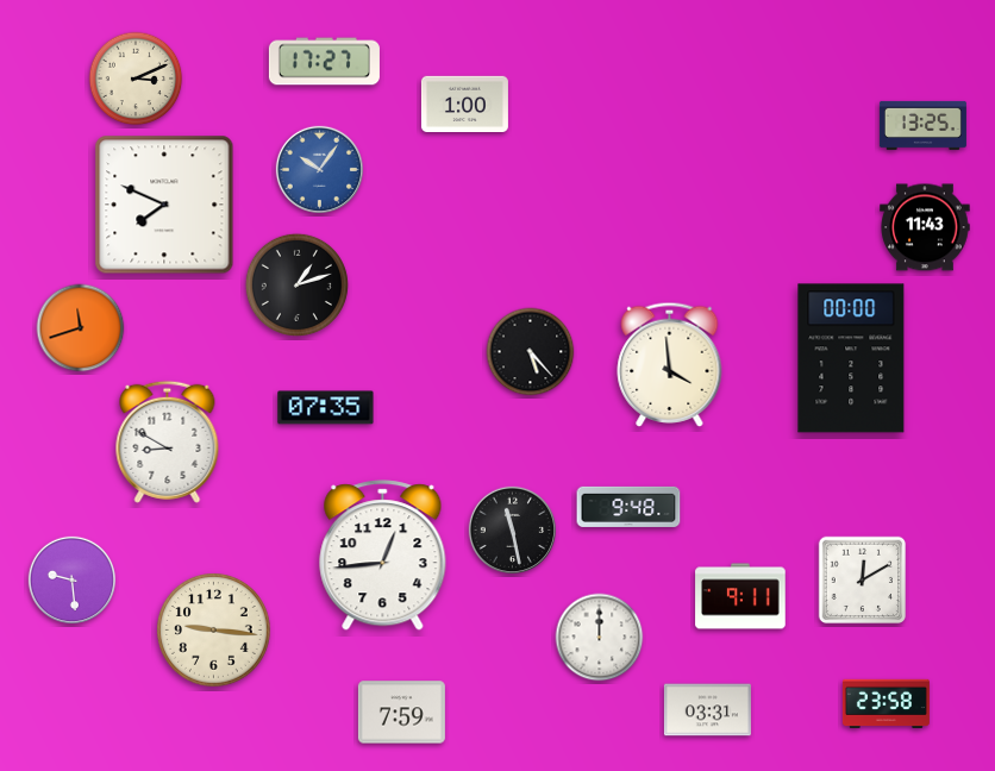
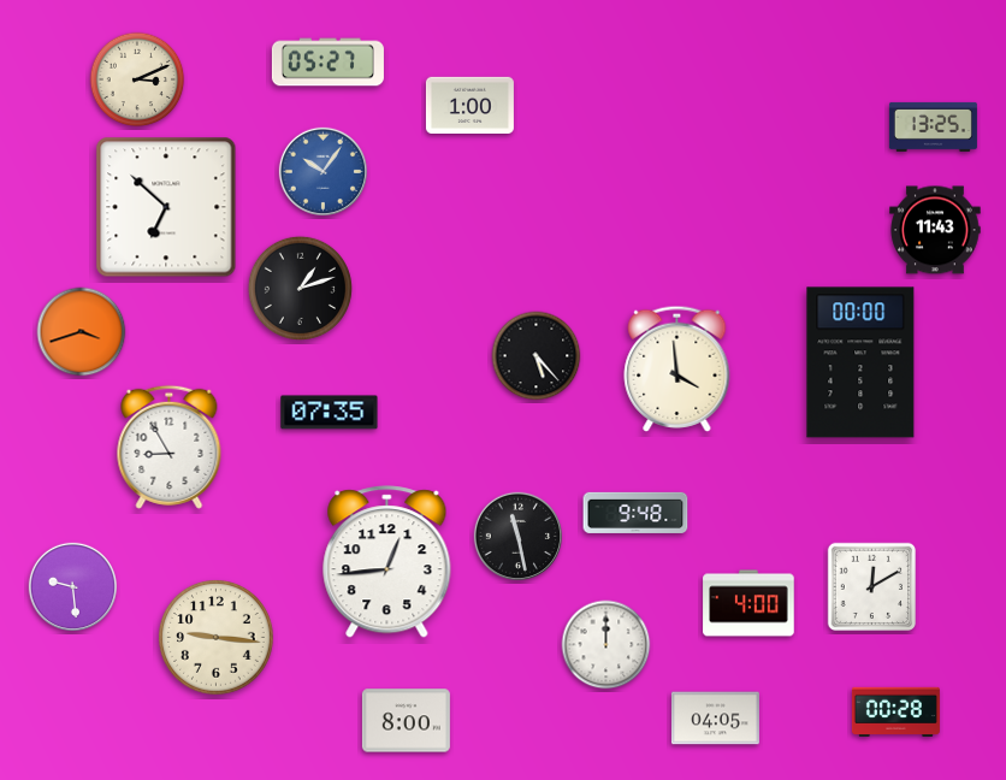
clock at (324, 62): 17:27 -> 05:27
clock at (164, 205): 7:49 -> 6:52
clock at (81, 328): 11:42 -> 3:42
clock at (168, 441): 8:50 -> 8:55
clock at (740, 596): 9:11 -> 4:00
clock at (886, 704): 23:58 -> 00:28
clock at (707, 710): 03:31 -> 04:05
clock at (401, 713): 7:59 -> 8:00
